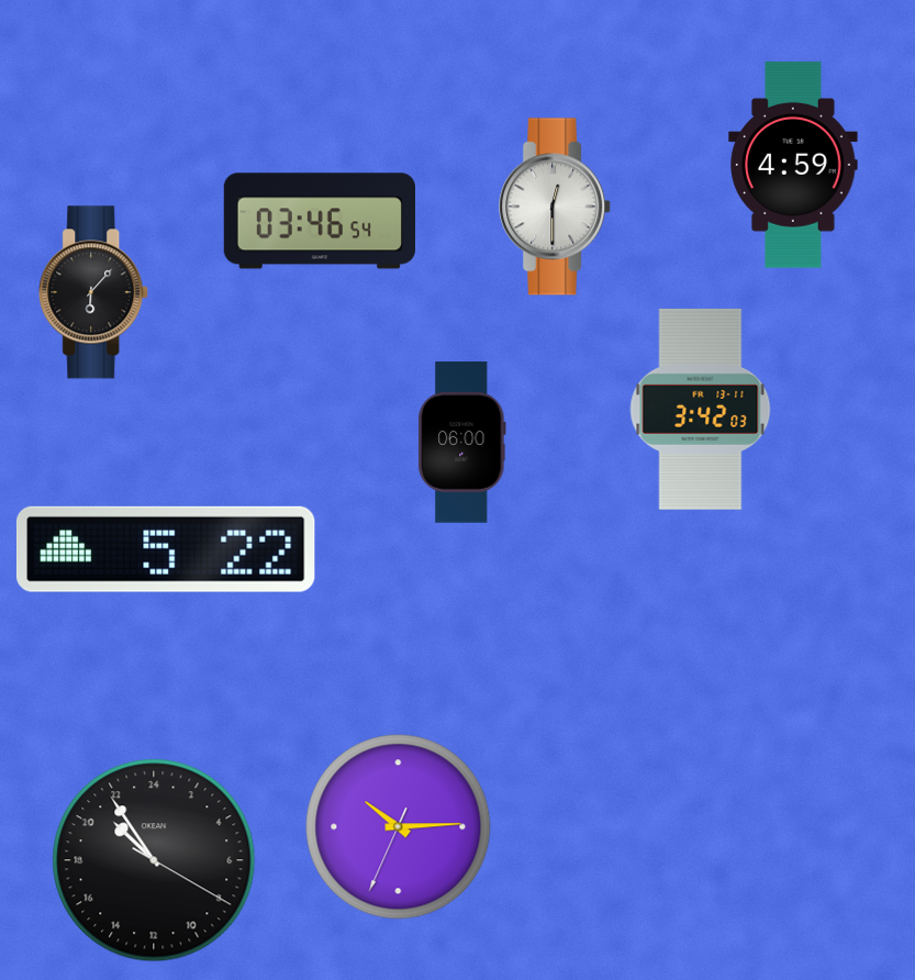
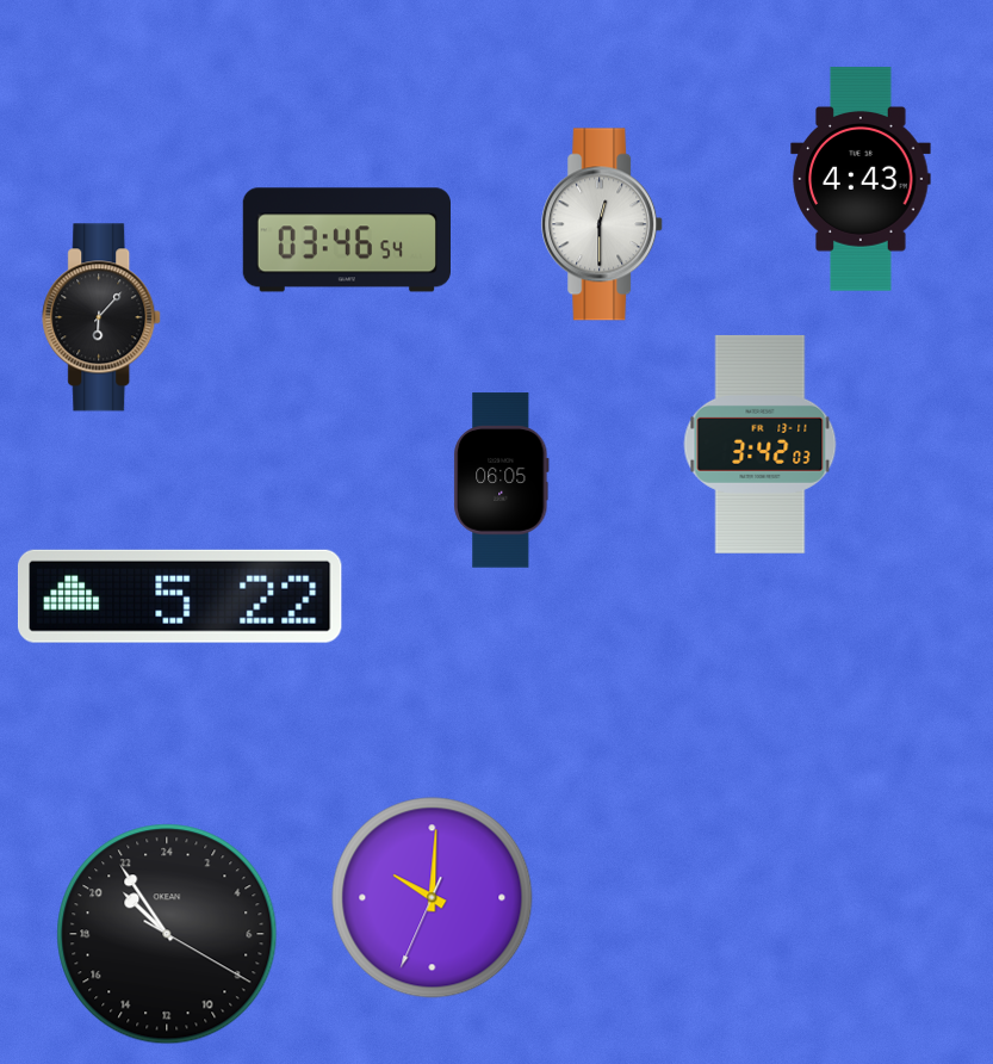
clock at (793, 165): 4:59 -> 4:43
clock at (462, 443): 06:00 -> 06:05
clock at (399, 827): 10:14 -> 10:00
